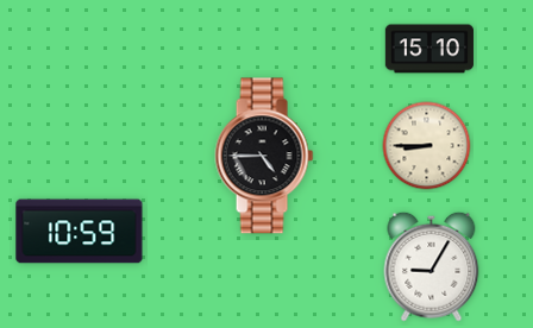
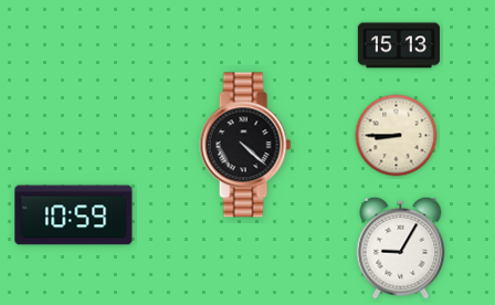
clock at (429, 49): 15:10 -> 15:13
clock at (264, 156): 4:45 -> 4:22
